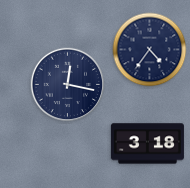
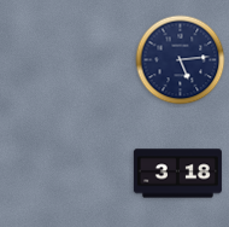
clock at (150, 50): 4:36 -> 5:14
clock at (68, 85): 12:17 -> none
